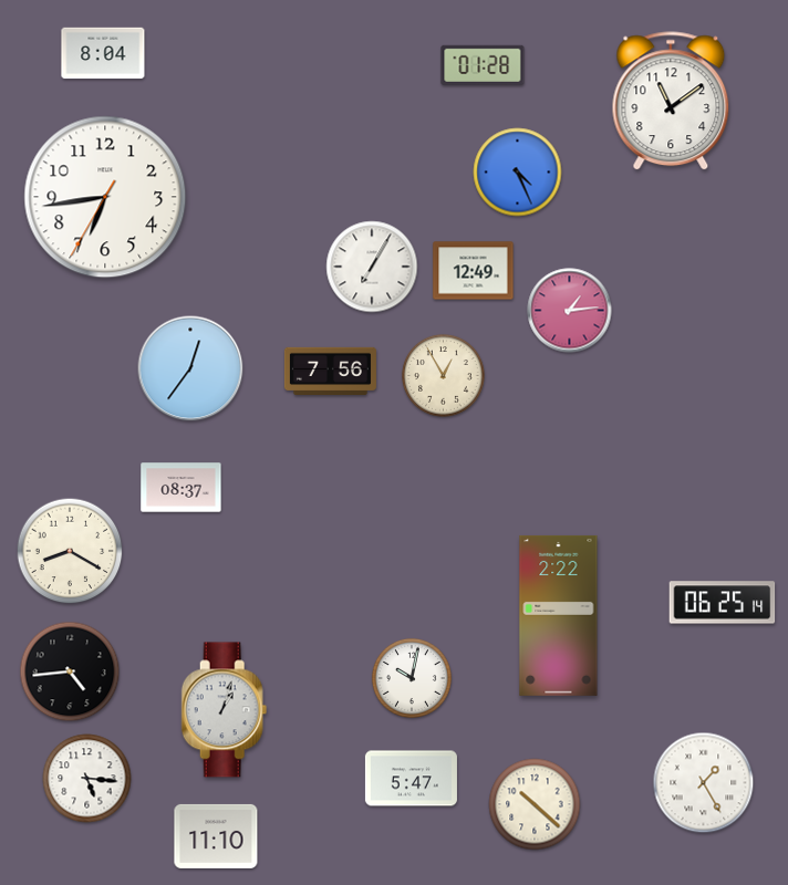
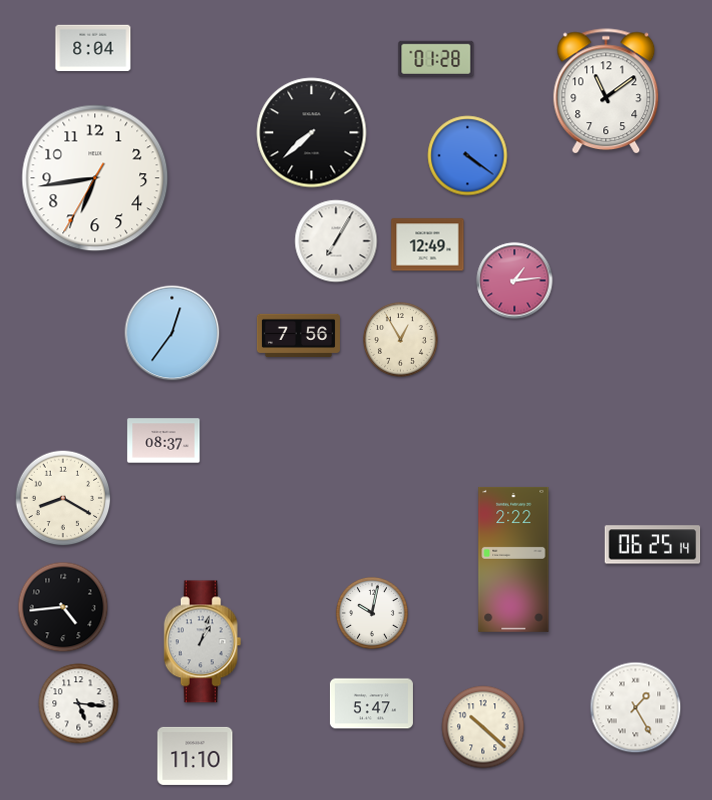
clock at (312, 133): none -> 7:38
clock at (518, 173): 4:26 -> 4:21
clock at (559, 615) position: (559, 615) -> (514, 559)
